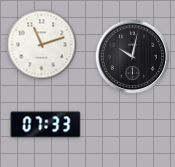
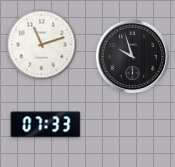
clock at (133, 57): 10:02 -> 9:57
